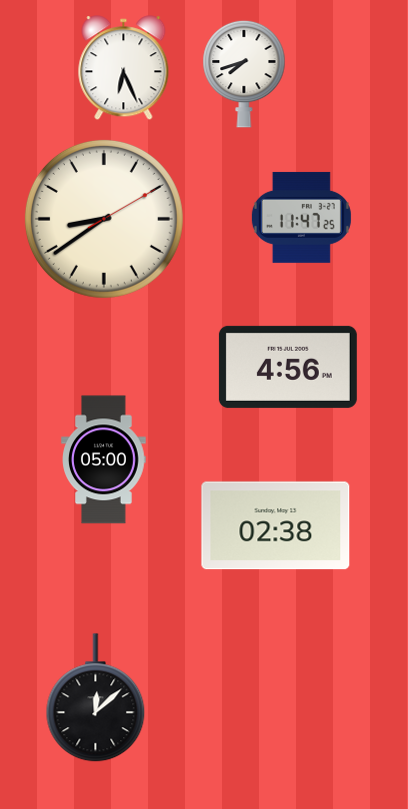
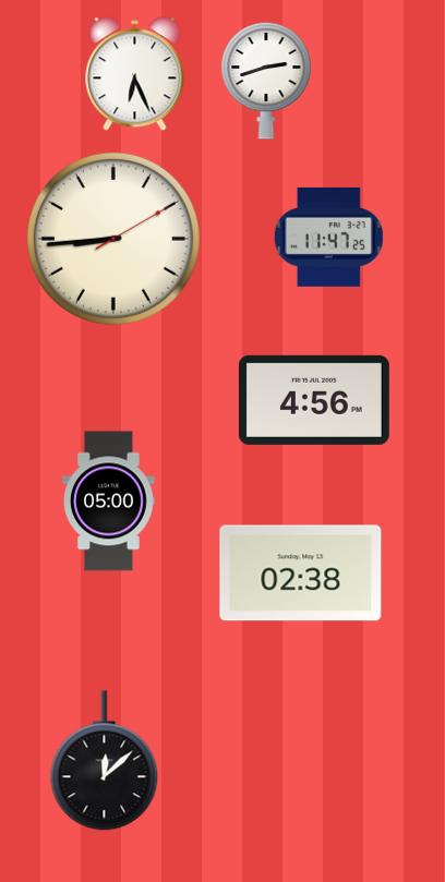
clock at (244, 74): 7:42 -> 2:42
clock at (104, 219): 8:39 -> 8:44
clock at (104, 460) position: (104, 460) -> (109, 502)
